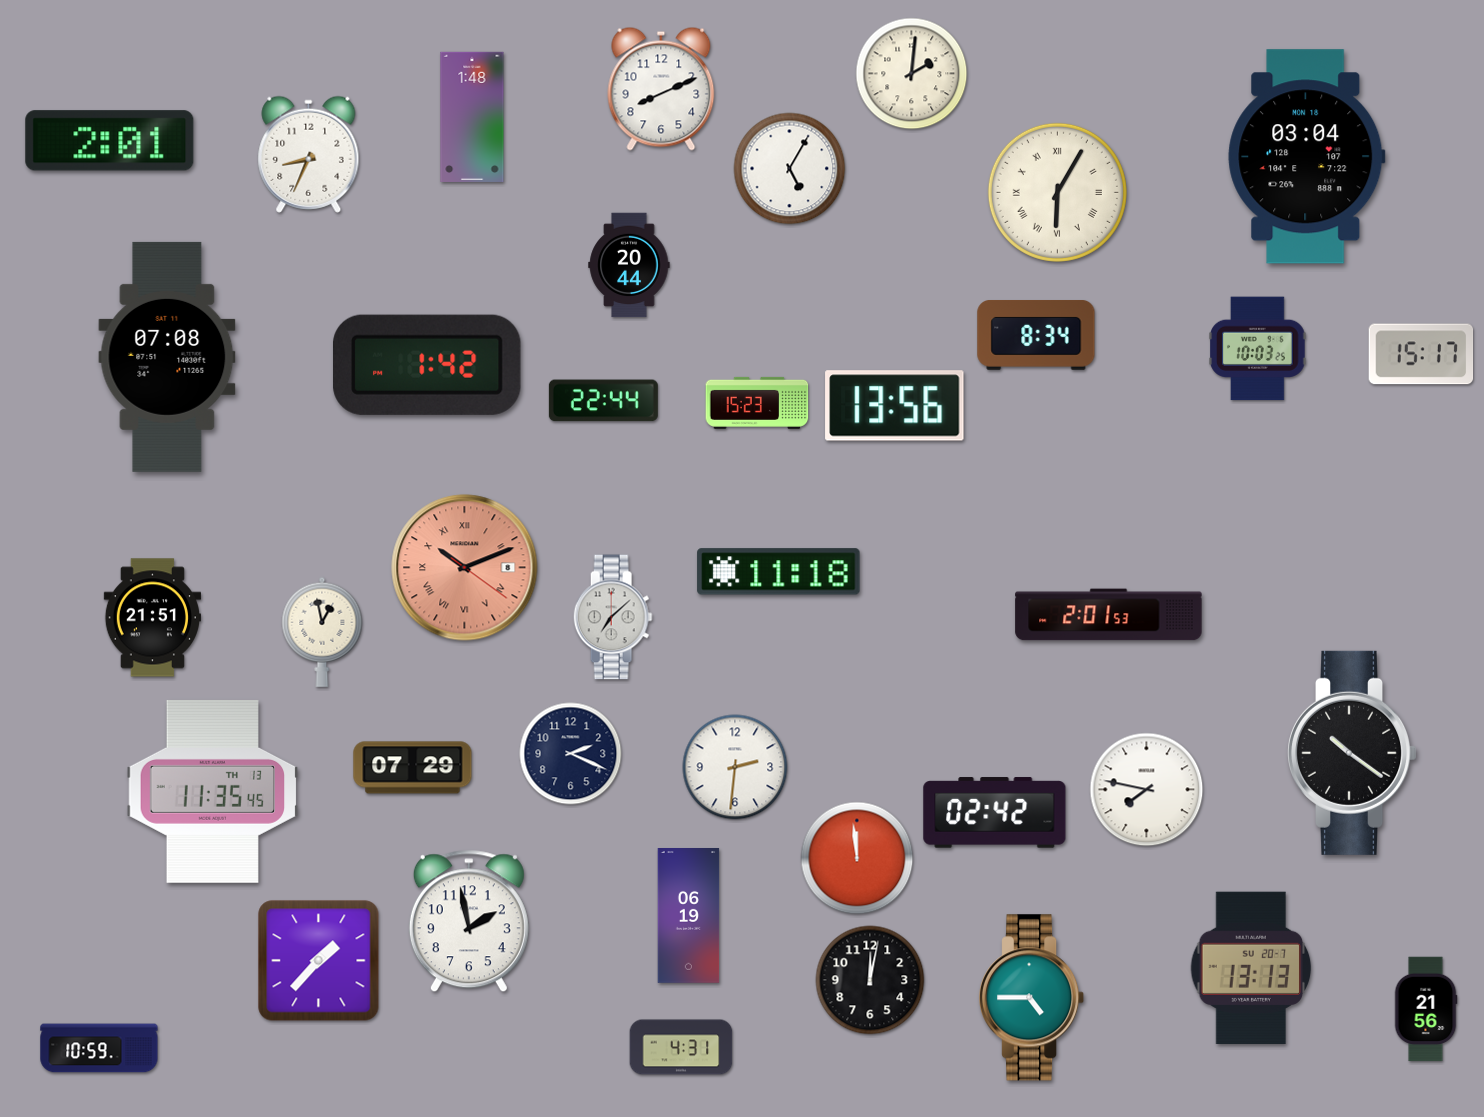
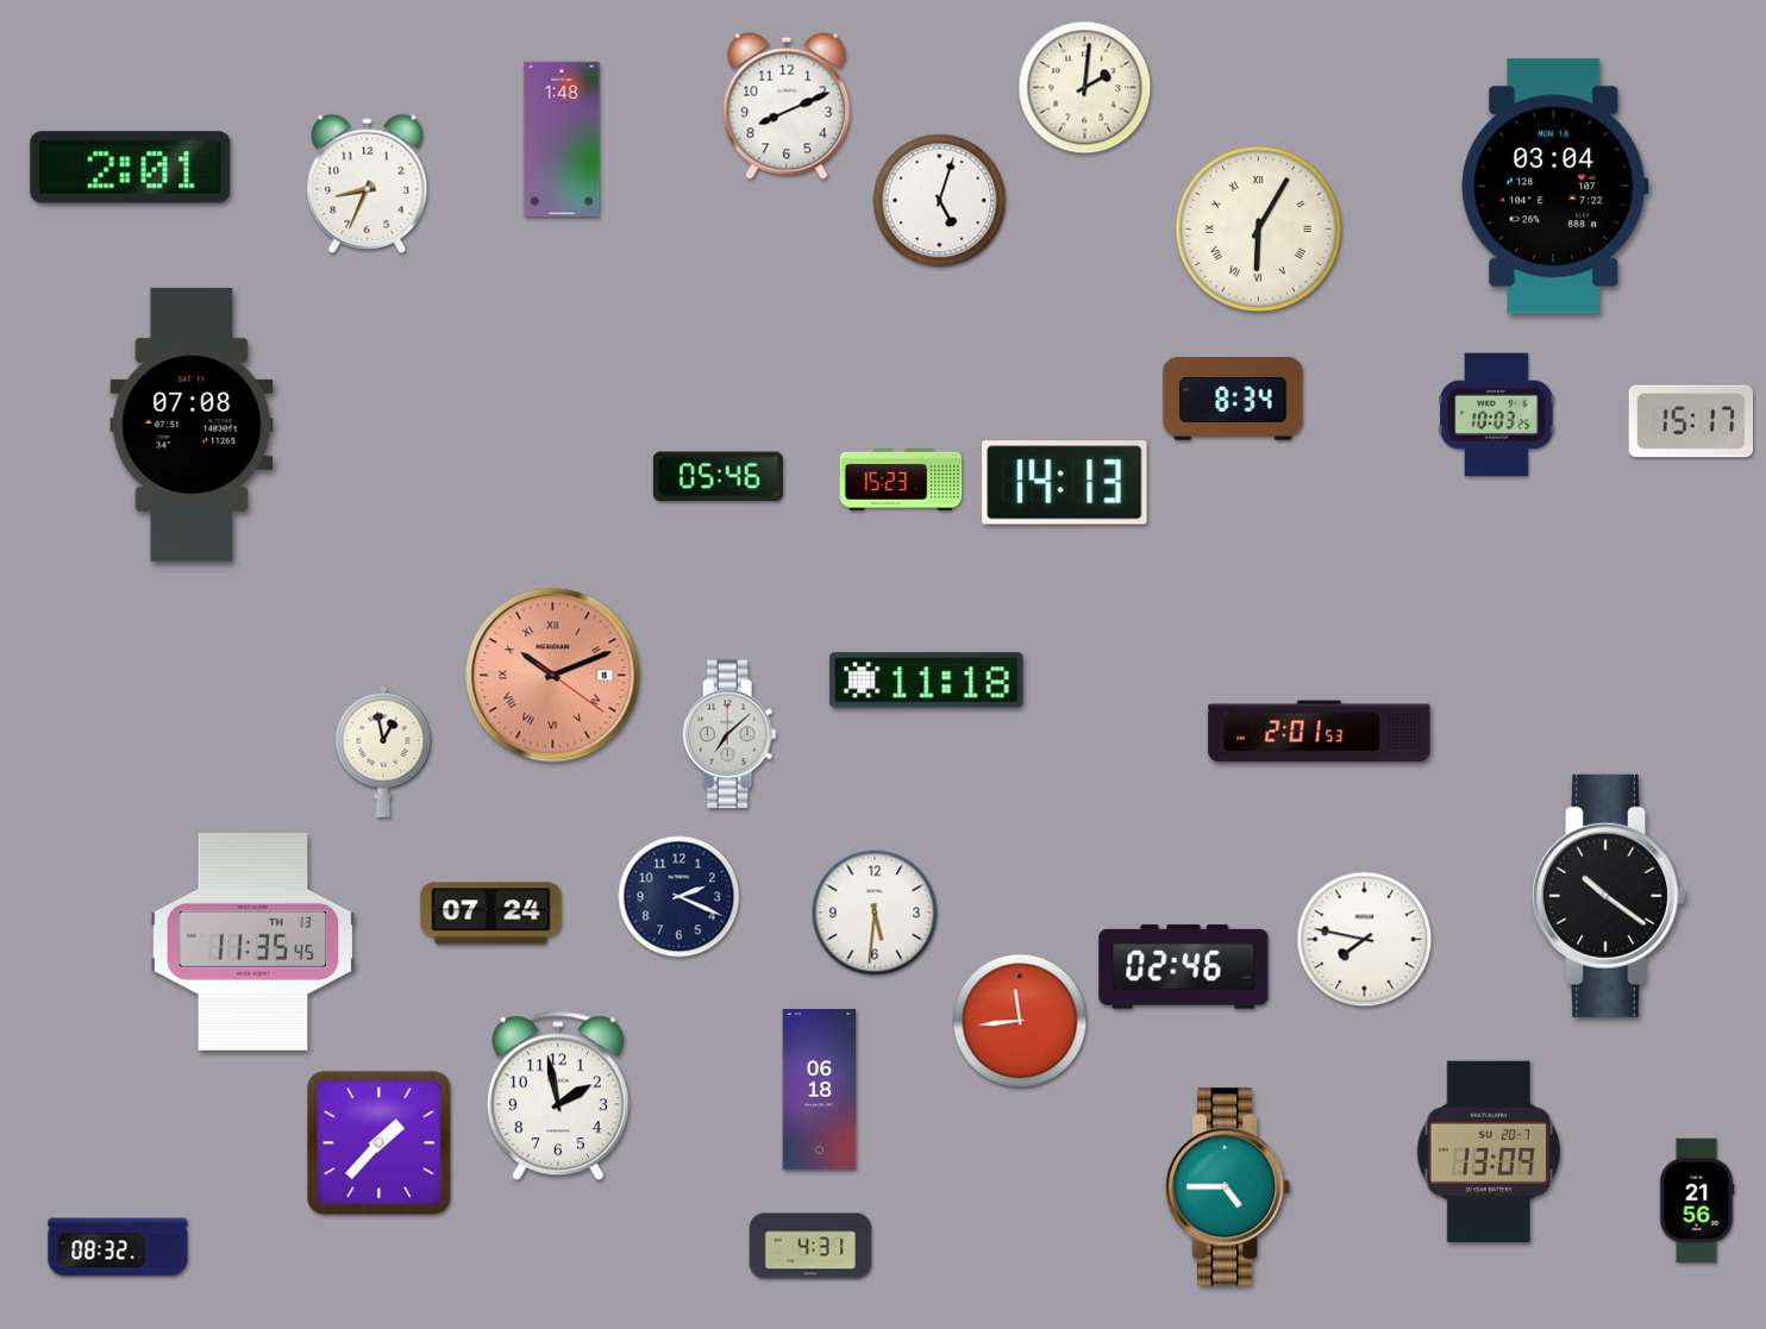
clock at (790, 169): 5:05 -> 5:03
clock at (629, 265): 20:44 -> none
clock at (167, 357) position: (167, 357) -> (192, 425)
clock at (428, 365): 1:42 -> none
clock at (603, 401): 22:44 -> 05:46
clock at (895, 406): 13:56 -> 14:13
clock at (152, 618): 21:51 -> none
clock at (735, 767): 2:31 -> 5:31
clock at (413, 768): 07:29 -> 07:24
clock at (995, 813): 02:42 -> 02:46
clock at (857, 858): 11:59 -> 11:44
clock at (689, 916): 06:19 -> 06:18
clock at (1251, 968): 13:13 -> 13:09
clock at (870, 980): 12:02 -> none
clock at (99, 1048): 10:59 -> 08:32
